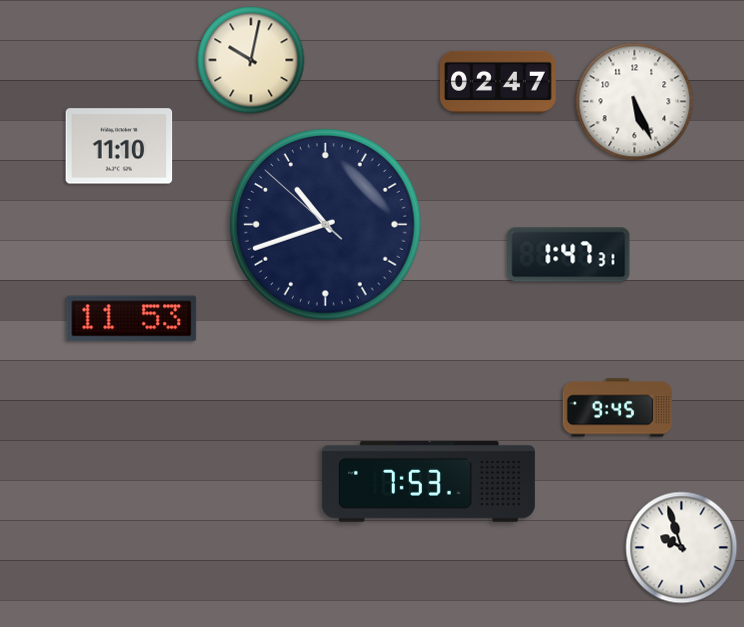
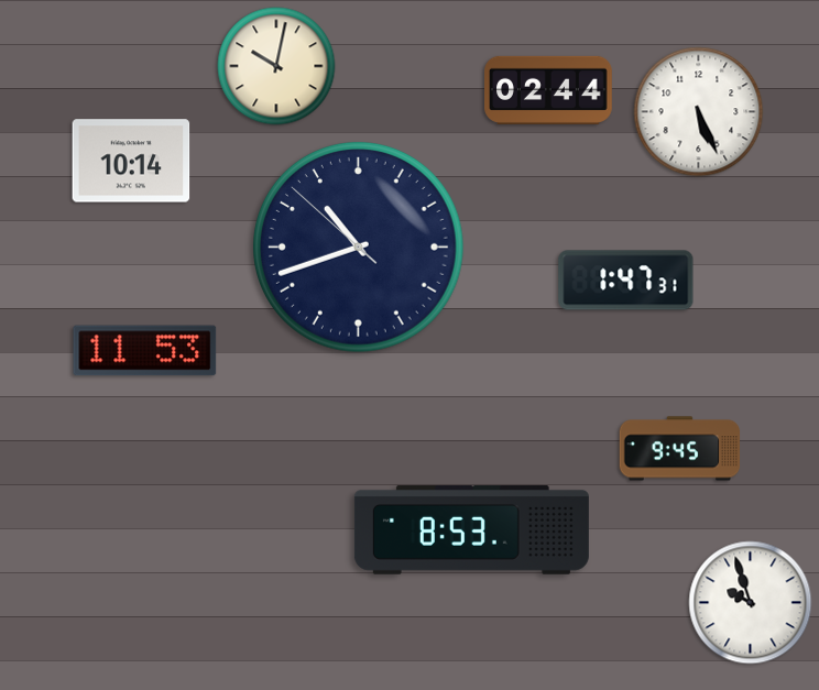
clock at (498, 82): 02:47 -> 02:44
clock at (119, 146): 11:10 -> 10:14
clock at (428, 481): 7:53 -> 8:53
